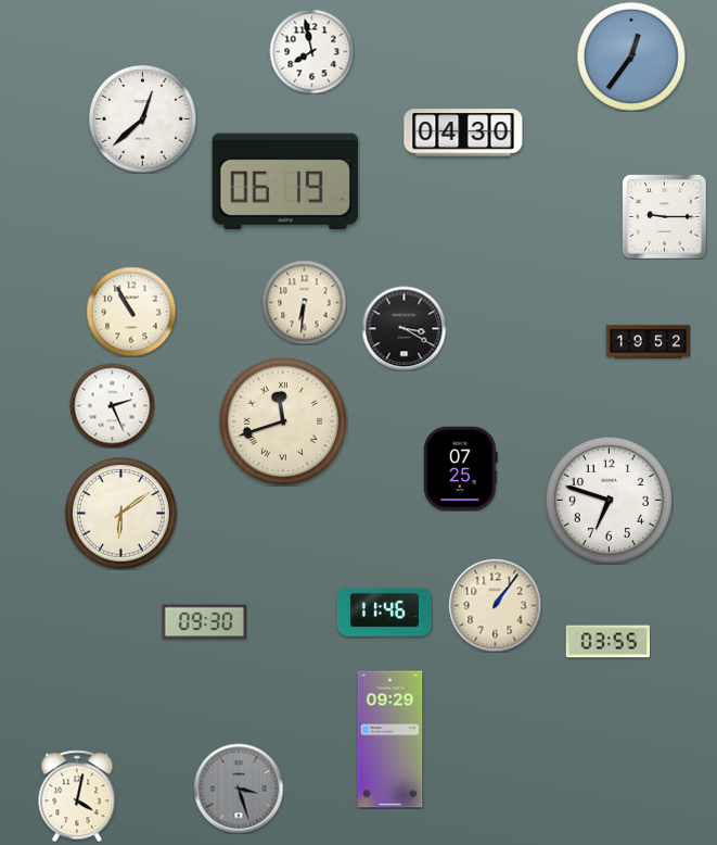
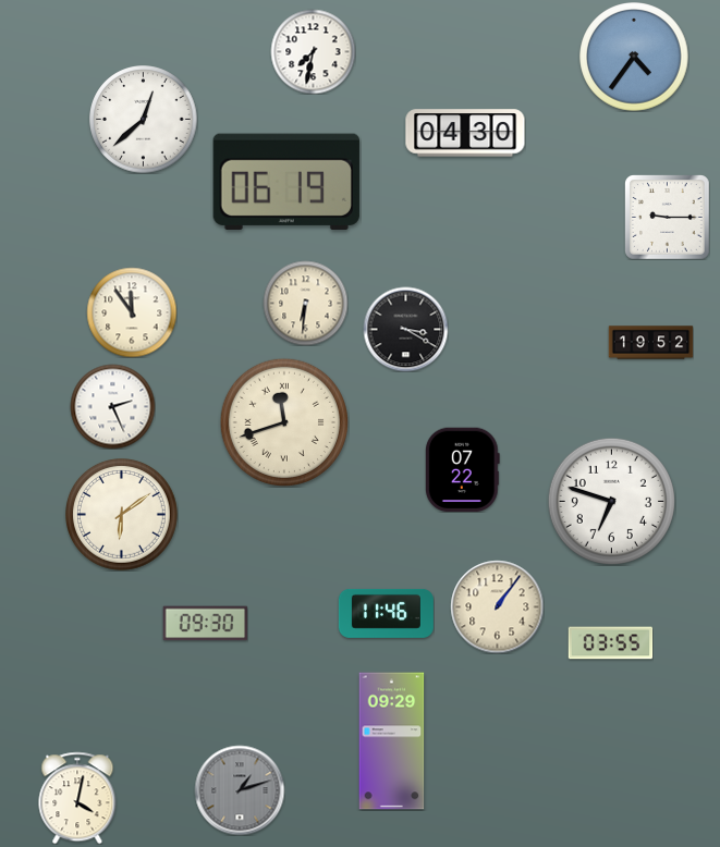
clock at (311, 51): 7:58 -> 7:32
clock at (631, 56): 12:36 -> 4:36
clock at (131, 312): 10:55 -> 11:54
clock at (460, 468): 07:25 -> 07:22
clock at (239, 789): 3:27 -> 1:12
